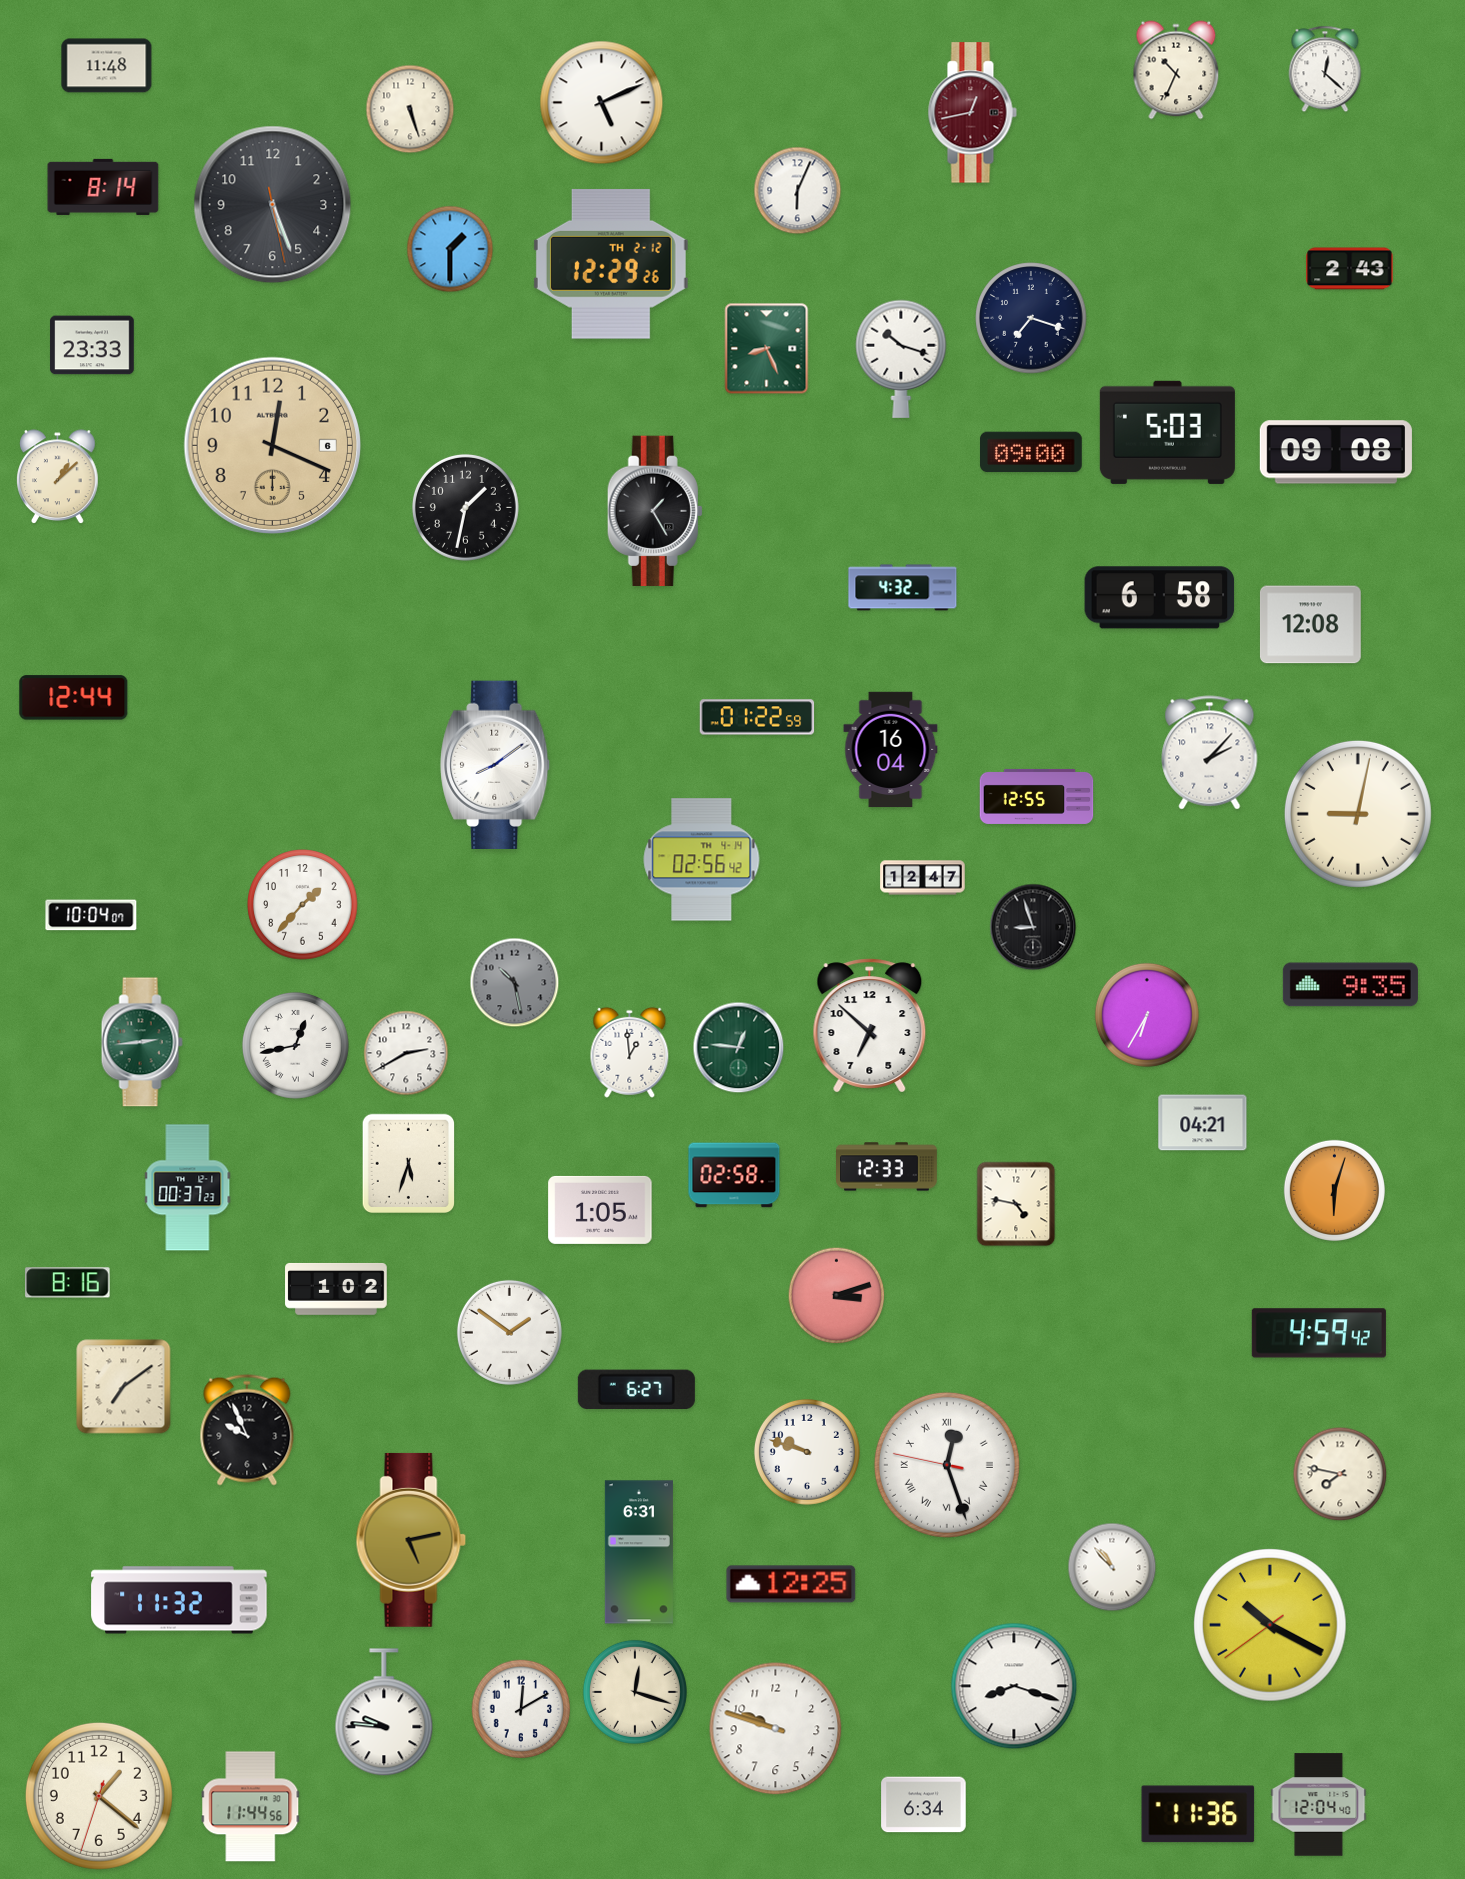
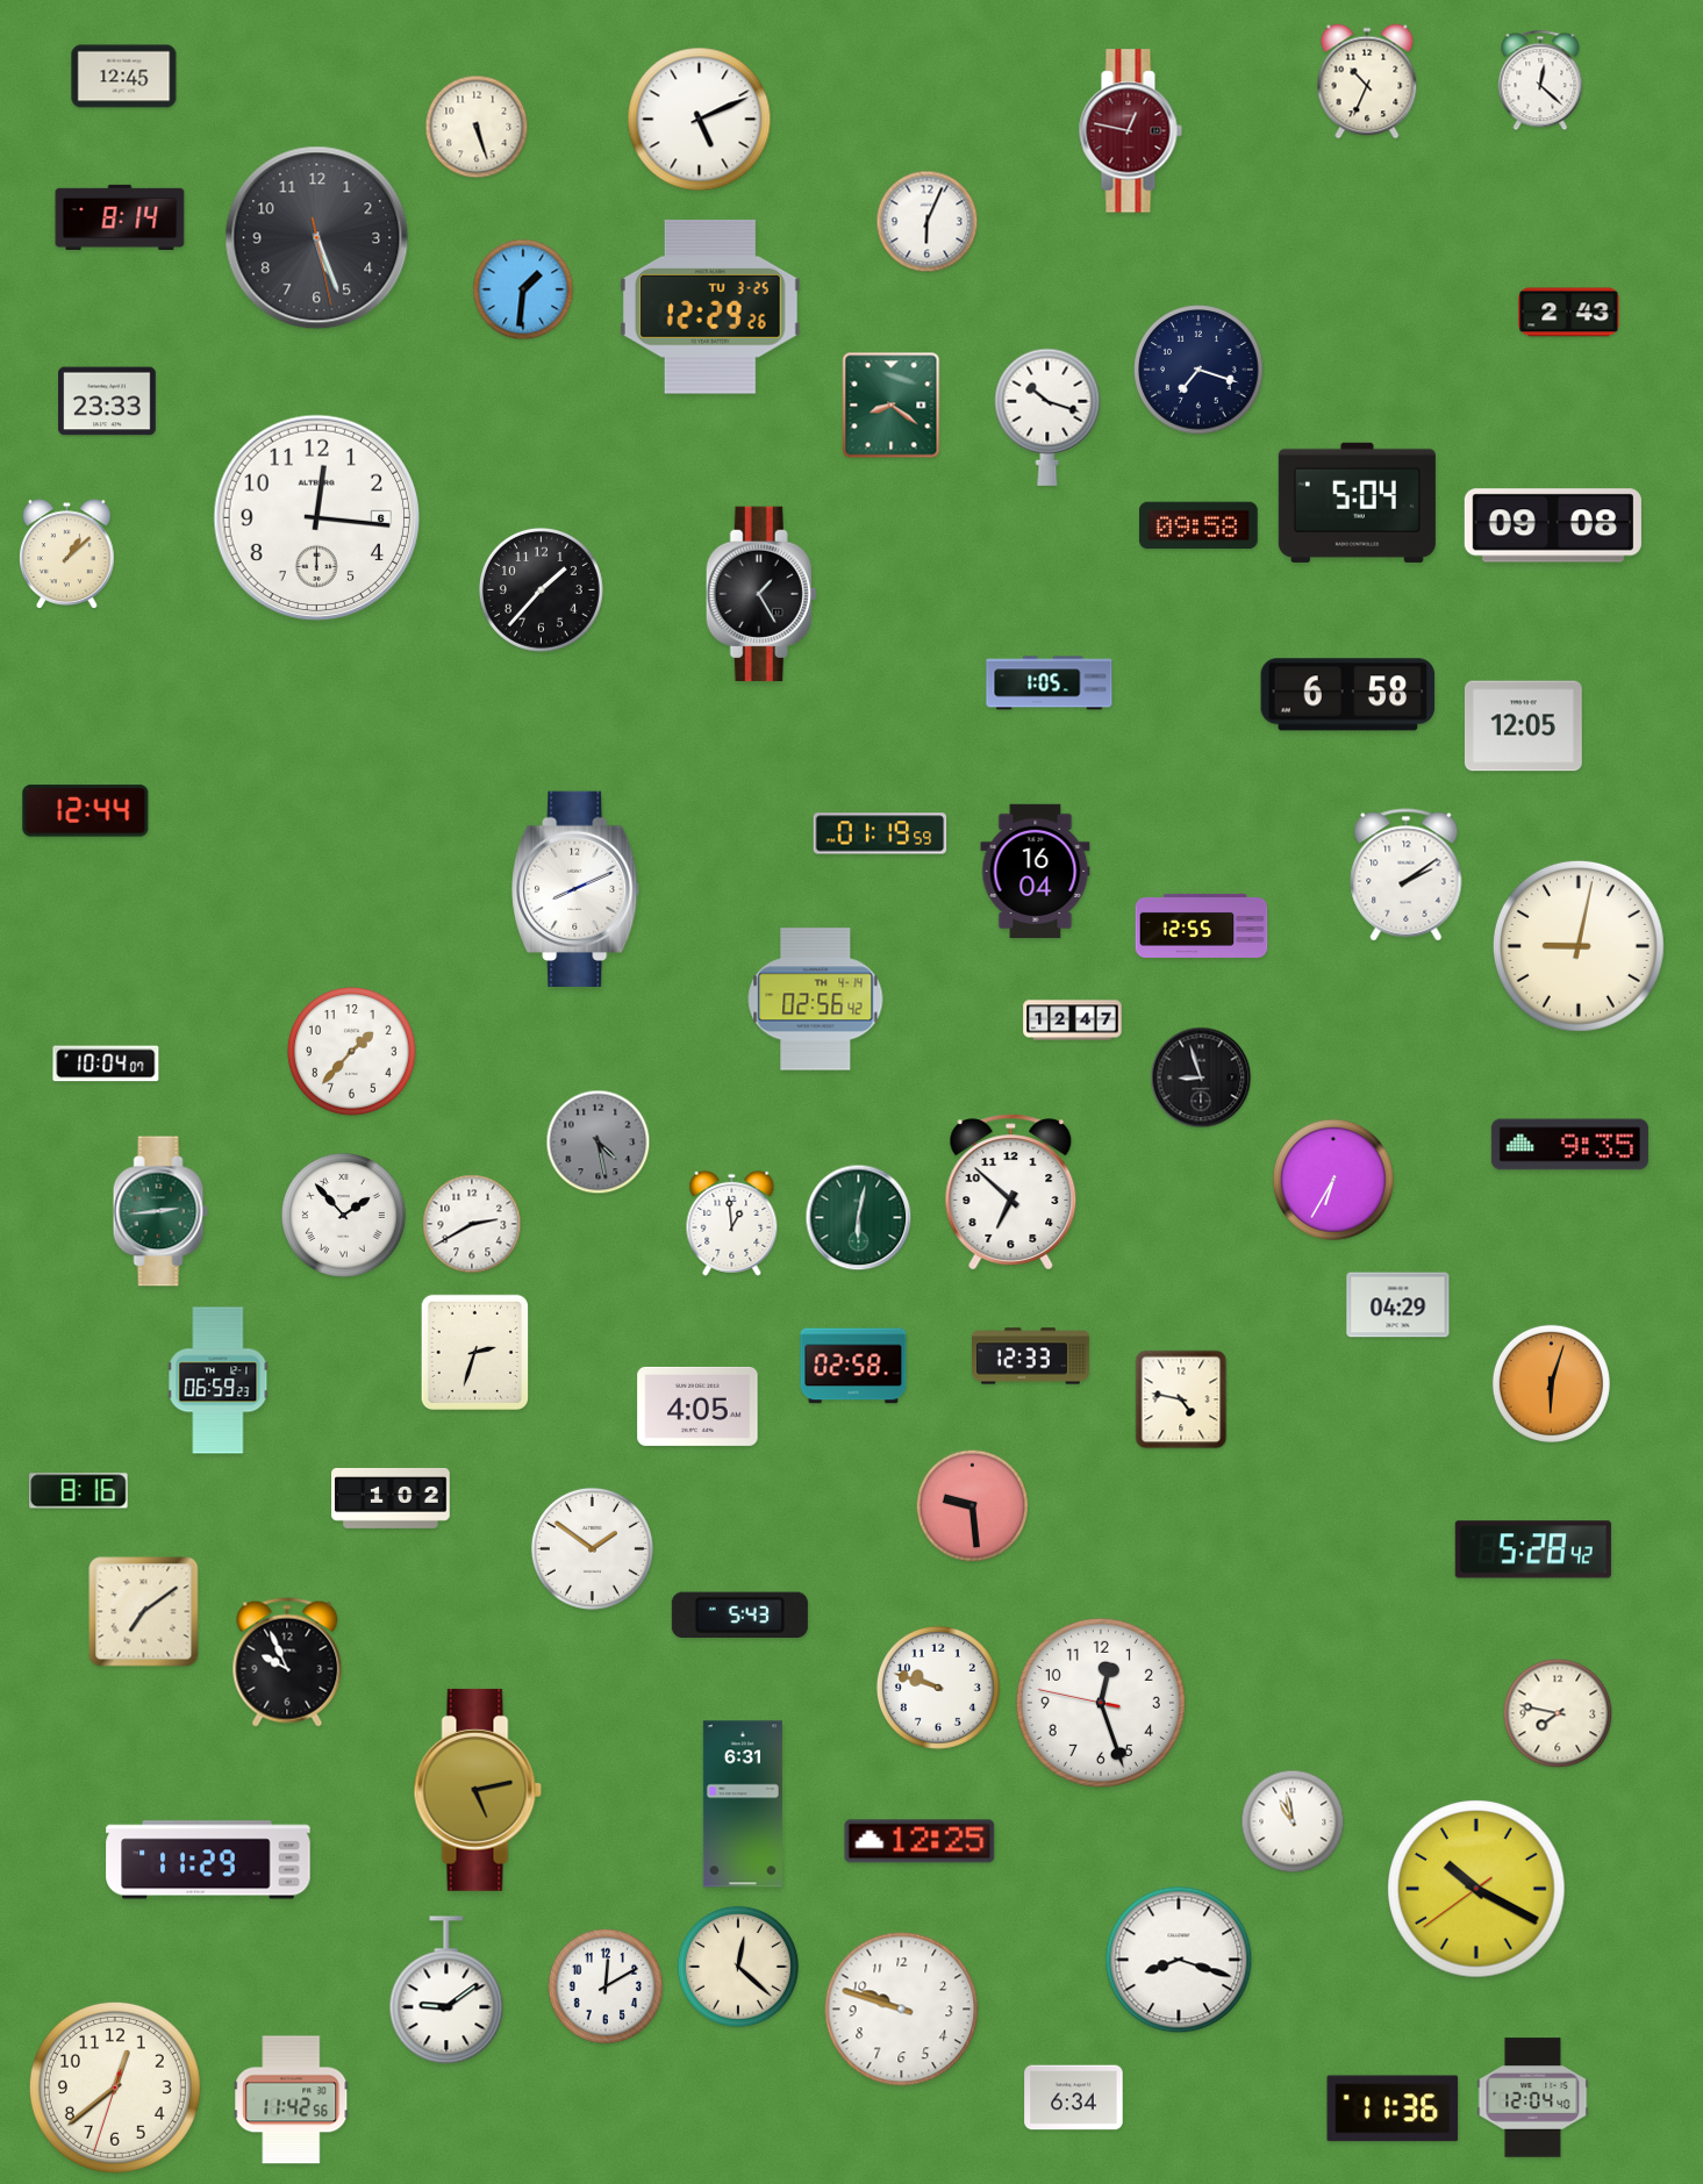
clock at (107, 66): 11:48 -> 12:45
clock at (972, 113): 12:43 -> 12:47
clock at (450, 249): 1:30 -> 1:31
clock at (611, 264) date: TH 2-12 -> TU 3-25
clock at (767, 349): 8:26 -> 8:21
clock at (1167, 432): 5:03 -> 5:04
clock at (272, 445): 12:19 -> 12:16
clock at (272, 445) dial: champagne -> white
clock at (1032, 452): 09:00 -> 09:58
clock at (465, 507): 1:32 -> 1:37
clock at (903, 588): 4:32 -> 1:05
clock at (1310, 625): 12:08 -> 12:05
clock at (757, 717): 01:22 -> 01:19
clock at (1210, 753): 2:07 -> 2:09
clock at (496, 765): 8:09 -> 8:11
clock at (1037, 796) position: (1037, 796) -> (1202, 925)
clock at (515, 983): 10:28 -> 4:28
clock at (142, 1042) position: (142, 1042) -> (160, 1211)
clock at (295, 1045): 12:43 -> 1:53
clock at (739, 1048): 12:46 -> 6:02
clock at (1203, 1123): 04:21 -> 04:29
clock at (408, 1163): 5:33 -> 2:33
clock at (188, 1188): 00:37 -> 06:59
clock at (600, 1210): 1:05 -> 4:05
clock at (837, 1296): 3:12 -> 9:29
clock at (1319, 1333): 4:59 -> 5:28
clock at (636, 1390): 6:27 -> 5:43
clock at (947, 1465) numerals: Roman -> Arabic
clock at (1112, 1567): 10:53 -> 10:58
clock at (179, 1600): 11:32 -> 11:29
clock at (635, 1692): 12:18 -> 12:22
clock at (384, 1713): 9:46 -> 9:09
clock at (99, 1796): 1:21 -> 12:38
clock at (251, 1807): 11:44 -> 11:42
